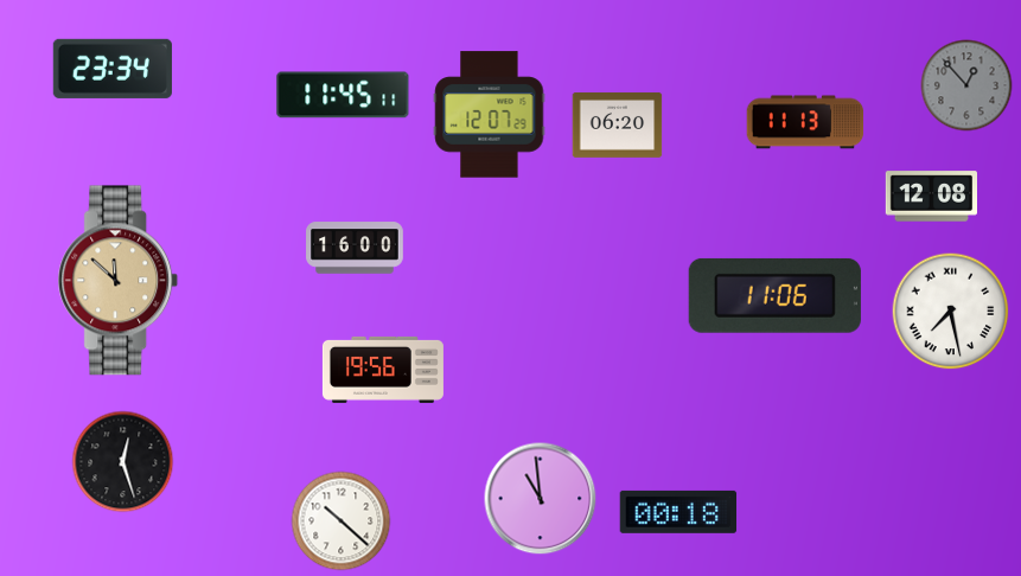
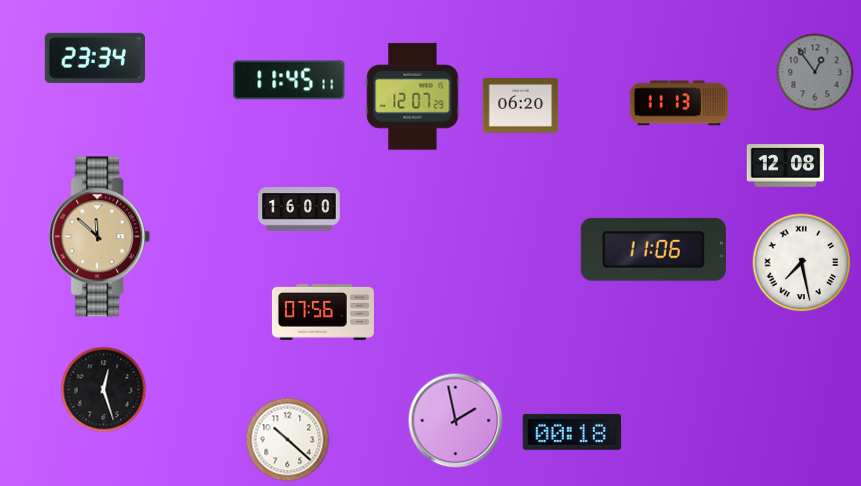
clock at (966, 85): 12:53 -> 12:54
clock at (383, 370): 19:56 -> 07:56
clock at (541, 499): 10:59 -> 1:58
